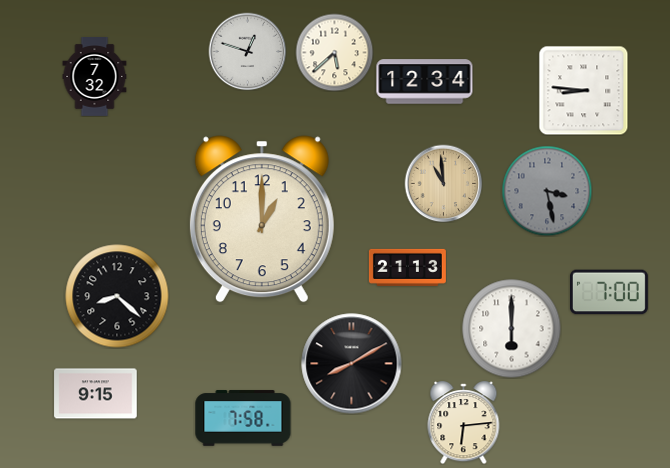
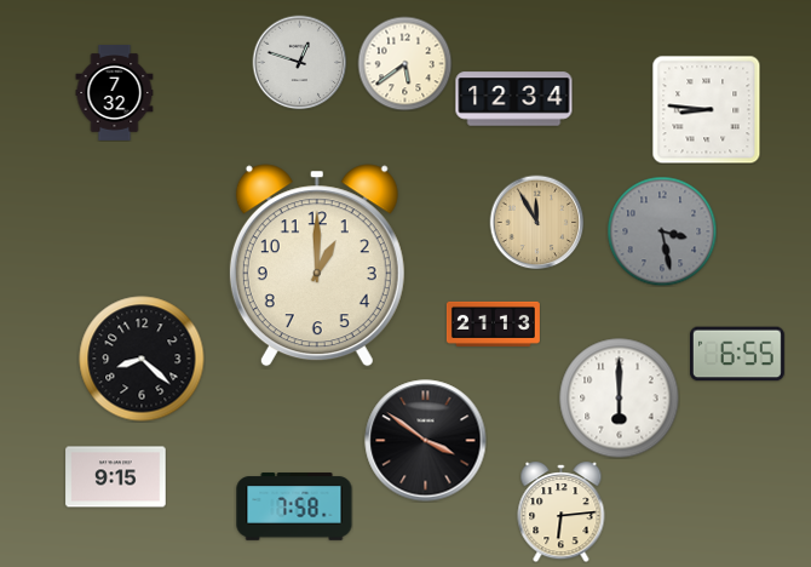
clock at (334, 52): 5:38 -> 5:39
clock at (443, 183): 10:59 -> 11:55
clock at (609, 292): 7:00 -> 6:55
clock at (352, 364): 8:10 -> 3:51
